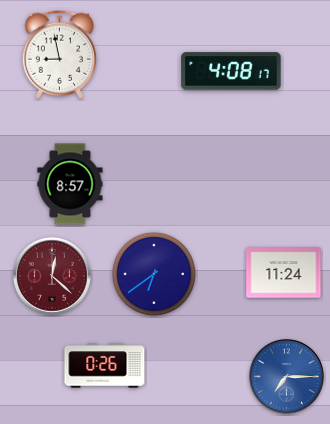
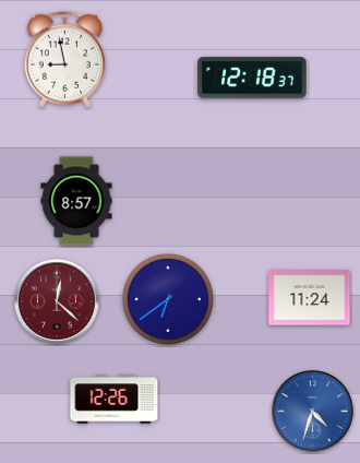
clock at (231, 71): 4:08 -> 12:18
clock at (105, 366): 0:26 -> 12:26
clock at (287, 377): 7:15 -> 4:33
